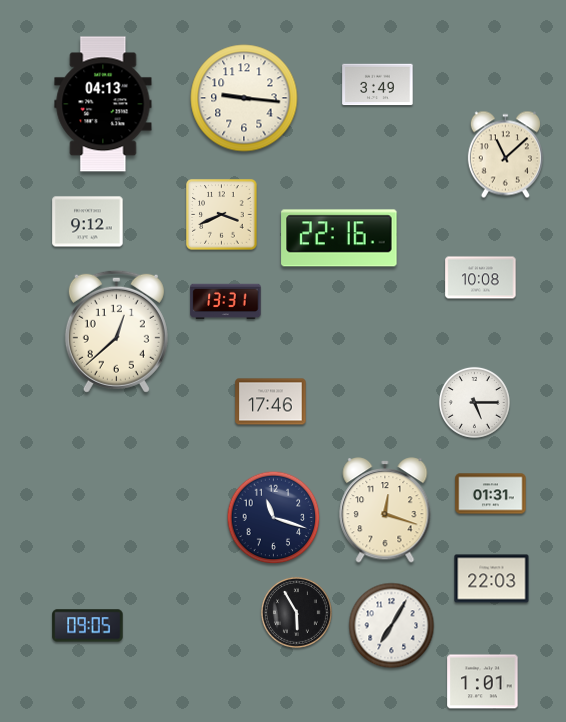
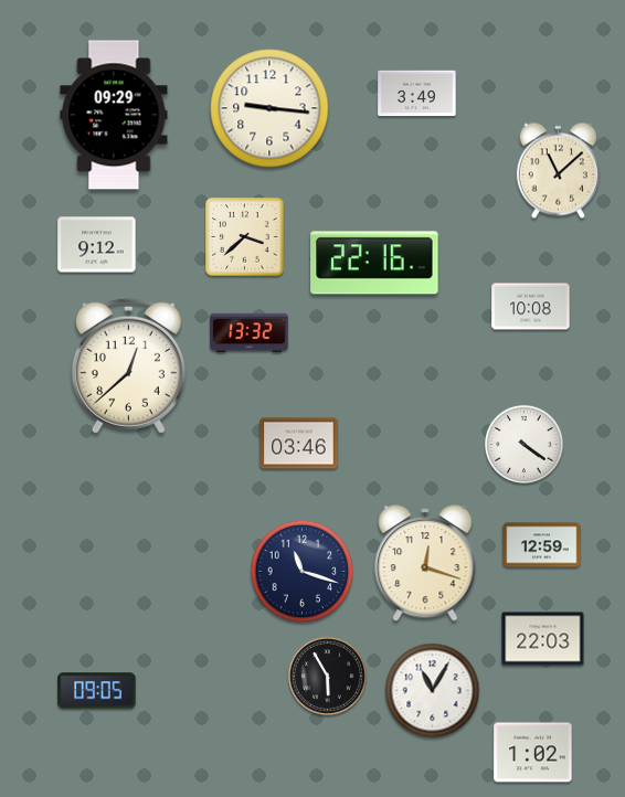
clock at (103, 104): 04:13 -> 09:29
clock at (222, 215): 3:41 -> 3:38
clock at (226, 302): 13:31 -> 13:32
clock at (271, 402): 17:46 -> 03:46
clock at (474, 402): 5:15 -> 4:21
clock at (491, 494): 01:31 -> 12:59
clock at (392, 626): 7:05 -> 11:05
clock at (483, 682): 1:01 -> 1:02
